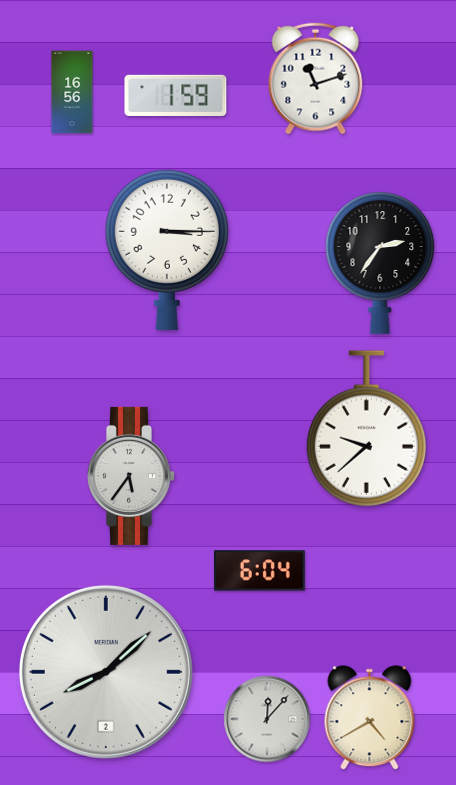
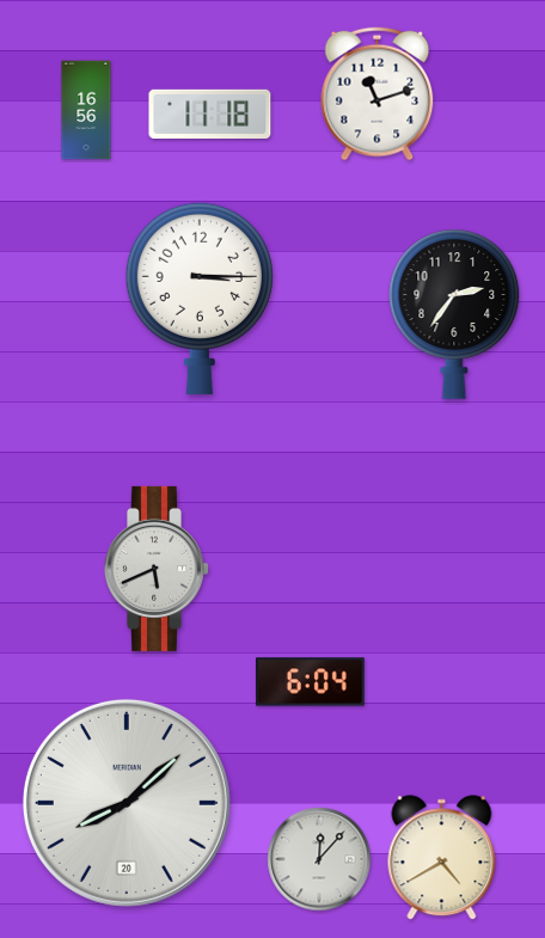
clock at (176, 95): 1:59 -> 11:18
clock at (366, 429): 9:38 -> none
clock at (131, 476): 5:36 -> 5:41
clock at (106, 672) date: 2 -> 20
